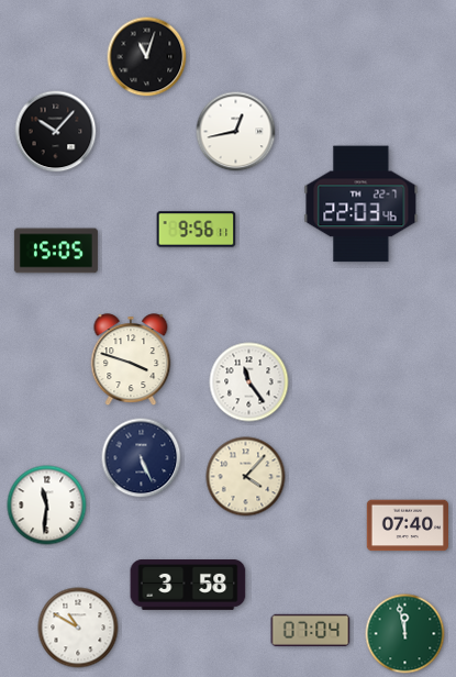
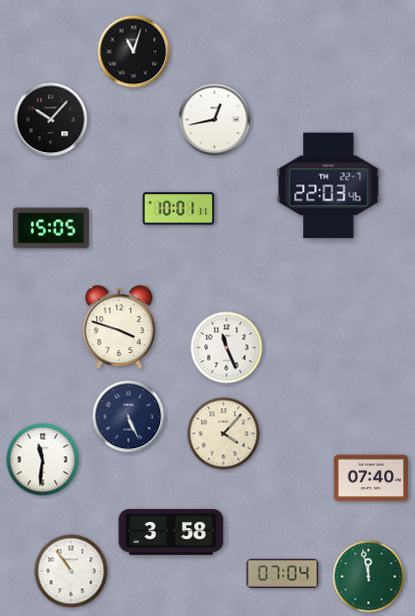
clock at (197, 230): 9:56 -> 10:01
clock at (249, 382): 11:24 -> 11:26
clock at (78, 628): 10:50 -> 10:54
